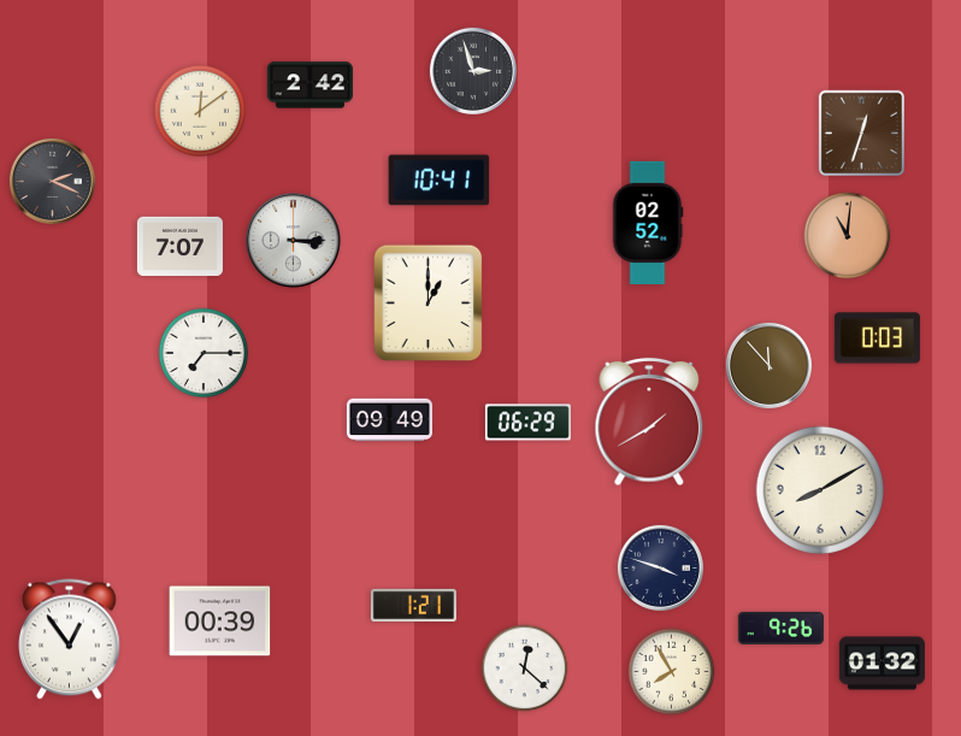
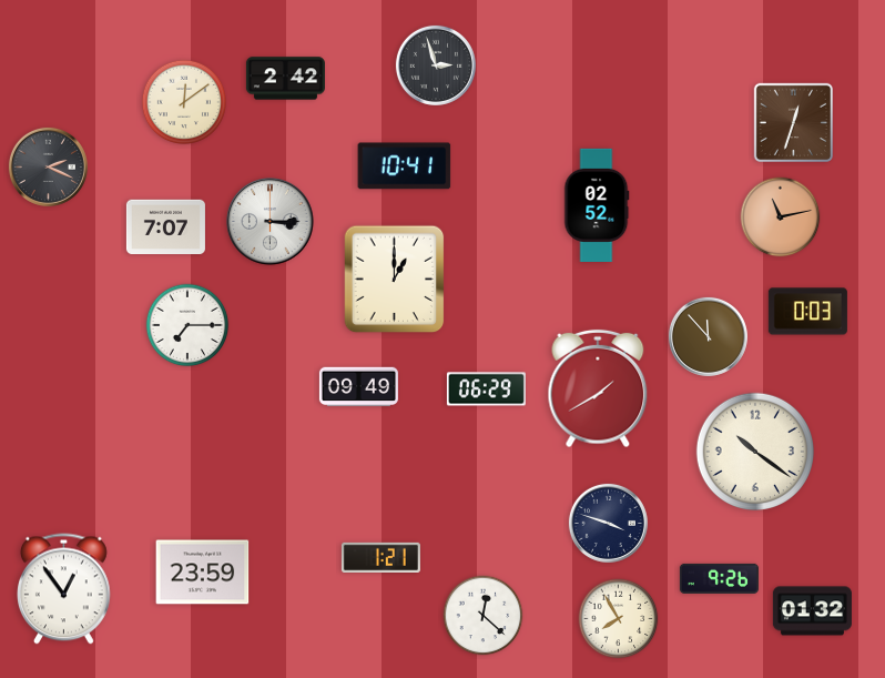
clock at (848, 236): 11:01 -> 11:13
clock at (819, 489): 8:10 -> 10:21
clock at (220, 622): 00:39 -> 23:59
